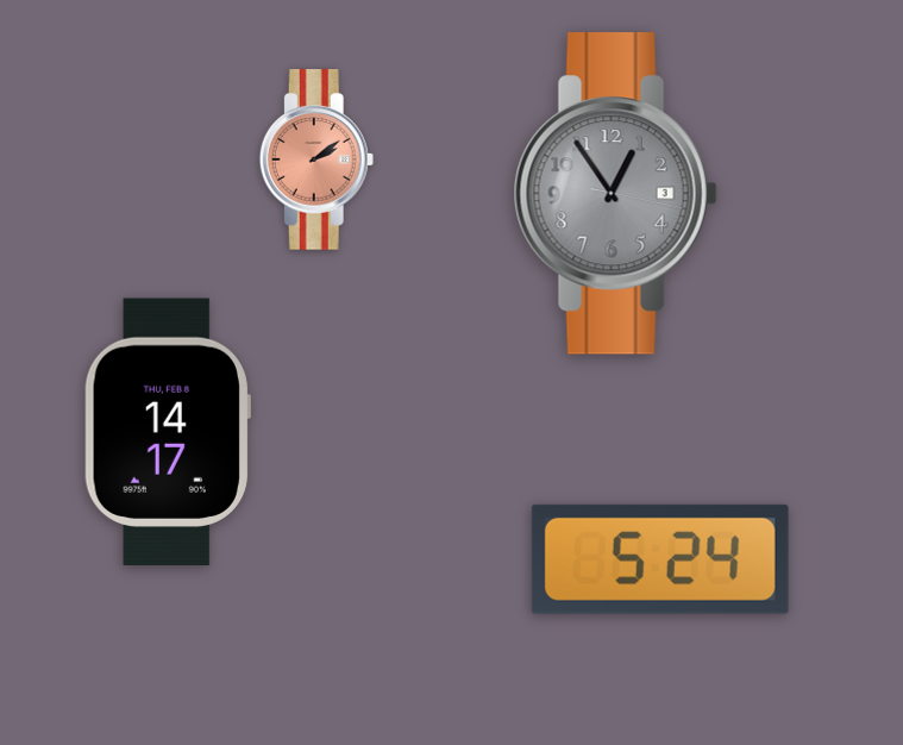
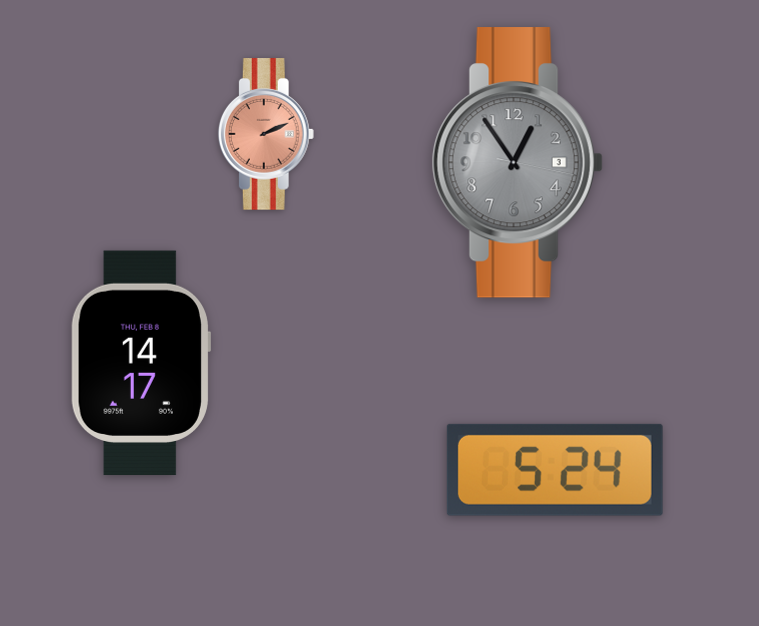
clock at (316, 159): 2:09 -> 2:11
